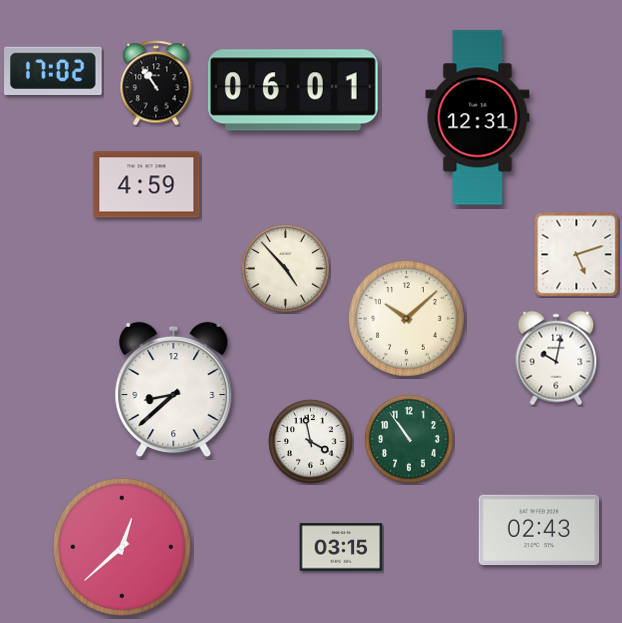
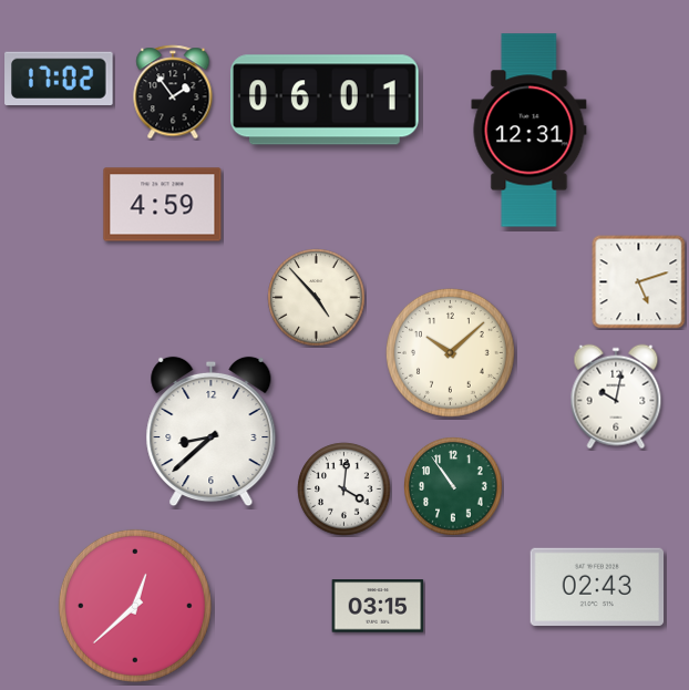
clock at (156, 83): 10:54 -> 1:54
clock at (174, 390) position: (174, 390) -> (212, 432)
clock at (311, 442): 3:58 -> 4:01
